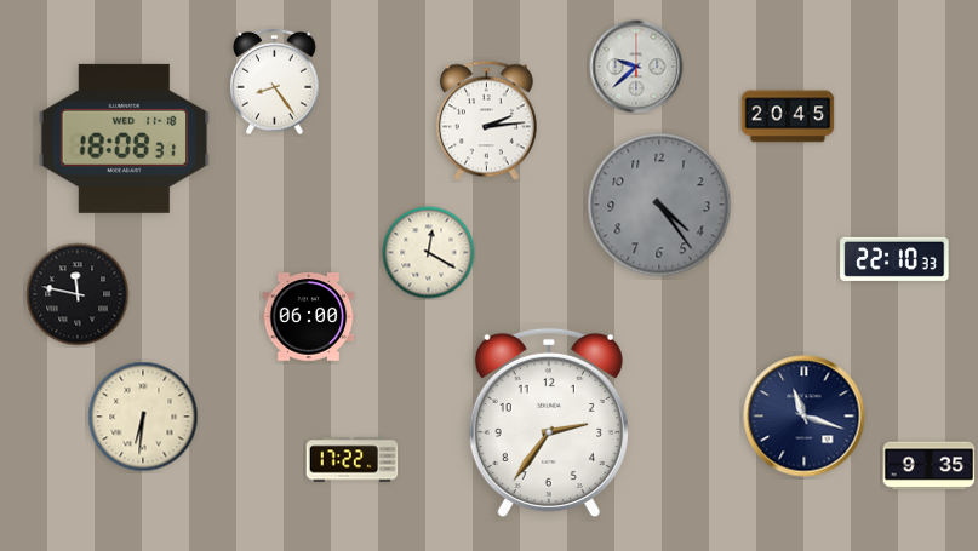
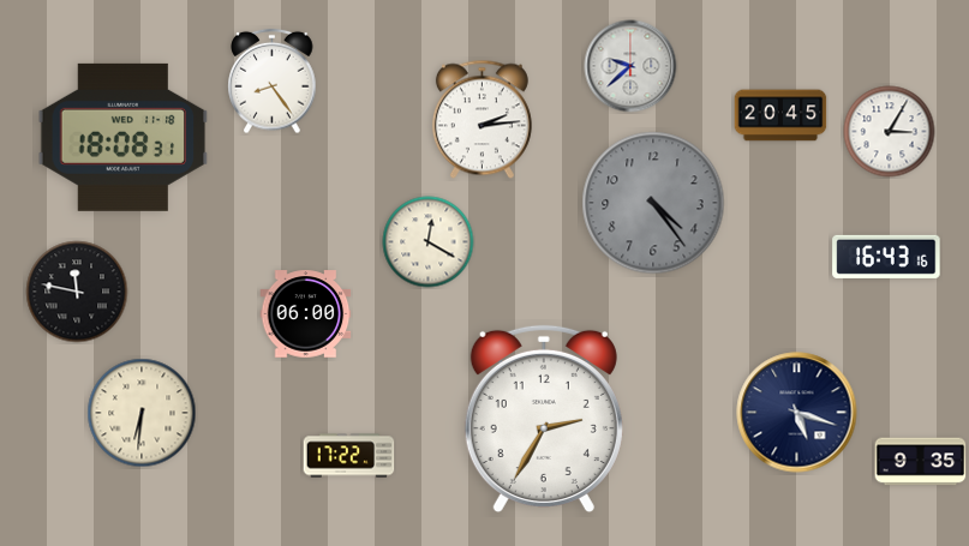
clock at (890, 132): none -> 3:05
clock at (429, 253) position: (429, 253) -> (429, 242)
clock at (894, 259): 22:10 -> 16:43
clock at (805, 417): 11:18 -> 5:18
clock at (549, 423): 2:36 -> 2:35
